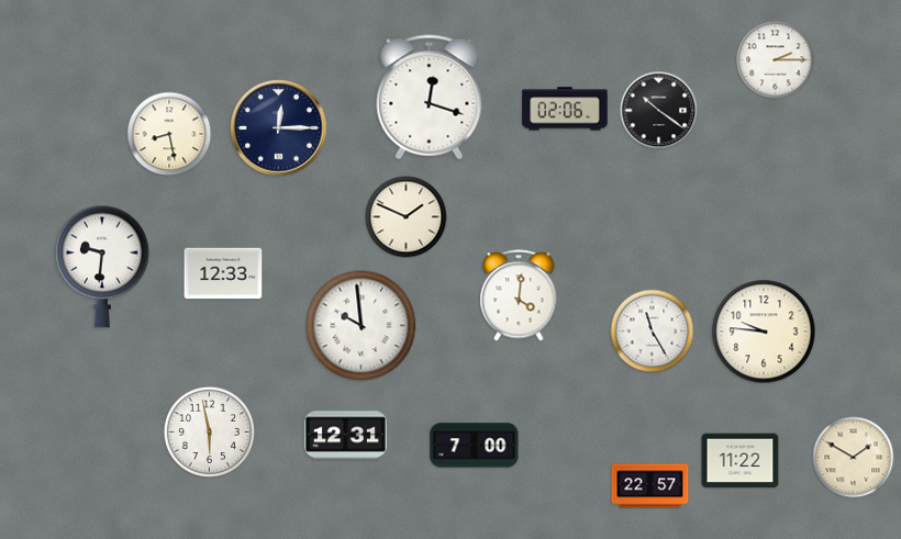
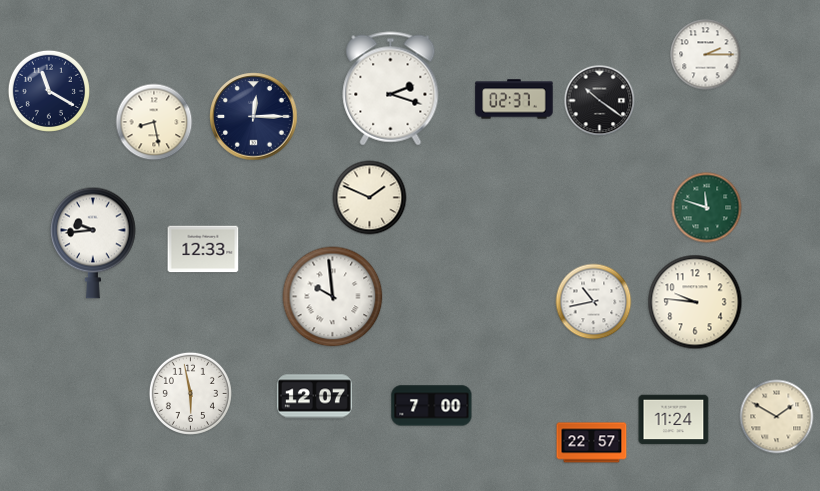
clock at (430, 98): 12:18 -> 2:18
clock at (49, 91): none -> 11:20
clock at (565, 109): 02:06 -> 02:37
clock at (707, 208): none -> 11:48
clock at (102, 267): 9:31 -> 9:44
clock at (519, 295): 4:01 -> none
clock at (361, 326) position: (361, 326) -> (333, 297)
clock at (653, 332): 11:25 -> 10:43
clock at (345, 436): 12:31 -> 12:07
clock at (741, 461): 11:22 -> 11:24
